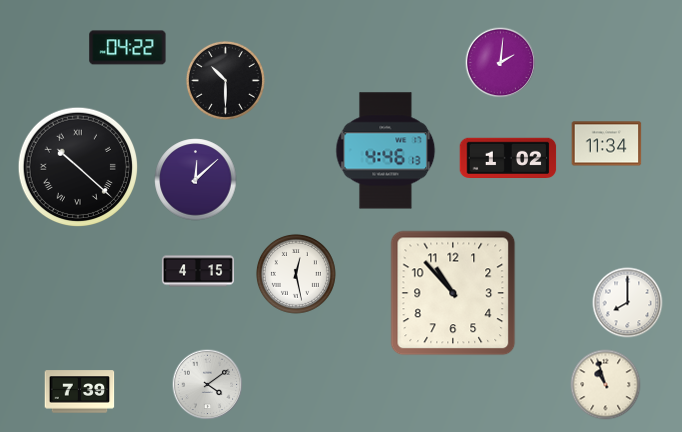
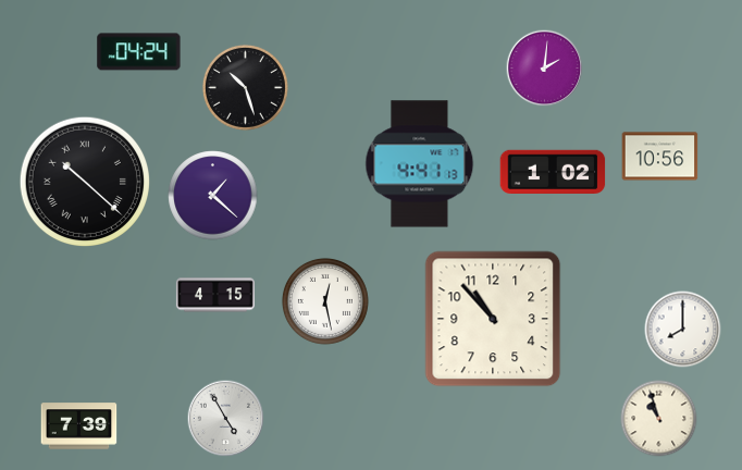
clock at (128, 48): 04:22 -> 04:24
clock at (225, 80): 10:30 -> 10:27
clock at (607, 144): 11:34 -> 10:56
clock at (386, 151): 4:46 -> 4:41
clock at (196, 180): 12:08 -> 1:22
clock at (296, 274) position: (296, 274) -> (325, 301)
clock at (208, 385): 4:09 -> 4:55
clock at (80, 392) position: (80, 392) -> (79, 426)
